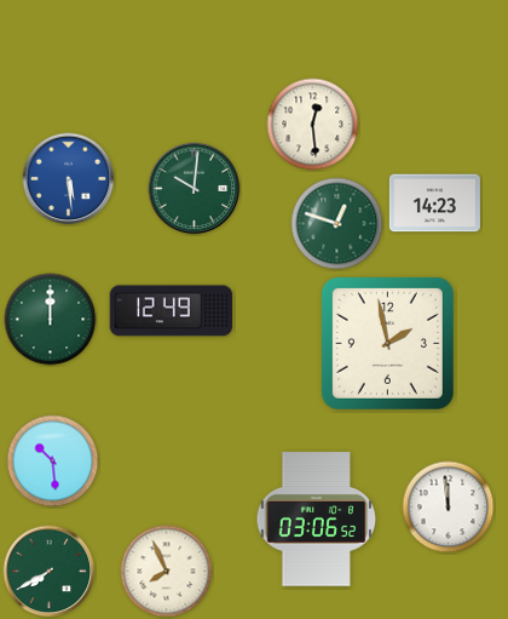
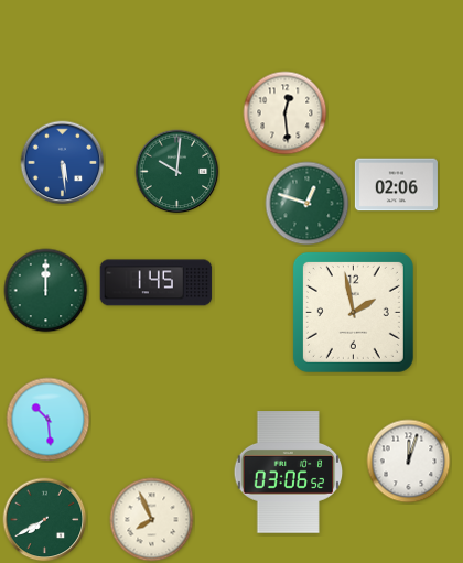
clock at (434, 204): 14:23 -> 02:06
clock at (172, 311): 12:49 -> 1:45
clock at (449, 508): 11:59 -> 12:03
